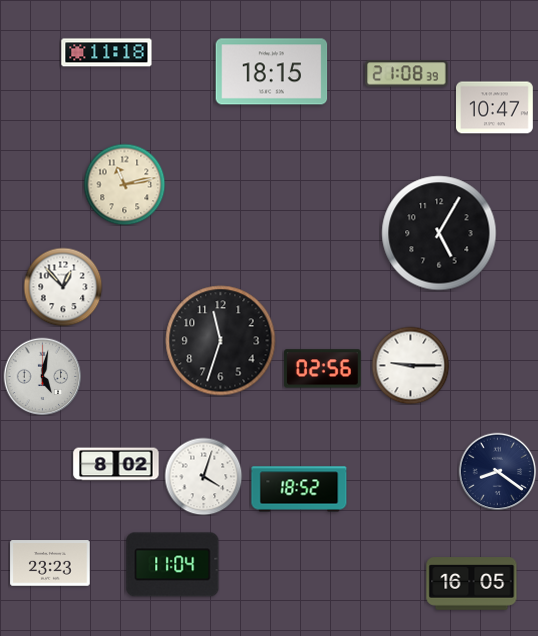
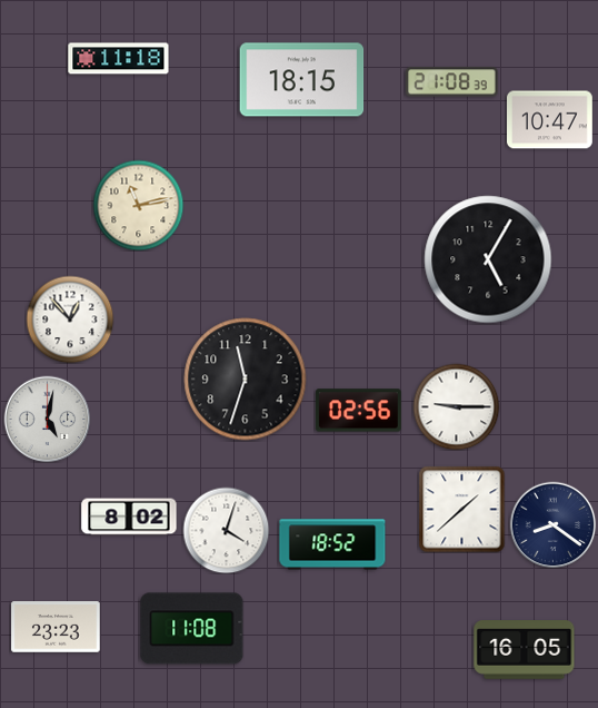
clock at (461, 509): none -> 1:38
clock at (173, 565): 11:04 -> 11:08
